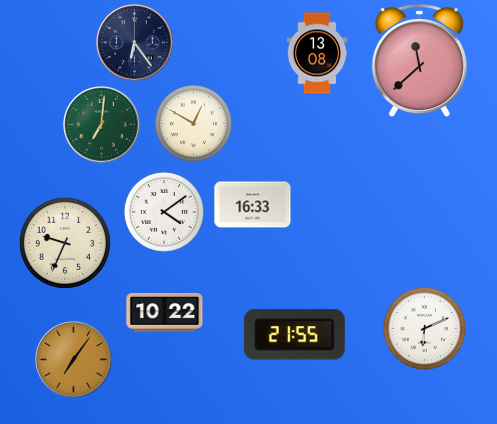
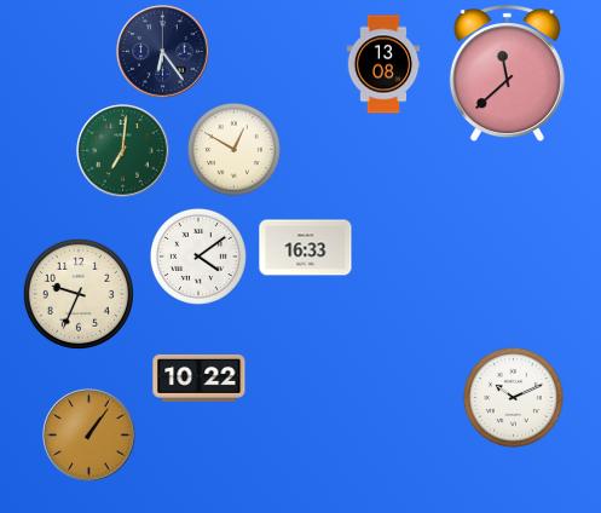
clock at (424, 328): 6:11 -> 10:11
clock at (294, 335): 21:55 -> none
clock at (74, 360): 7:06 -> 1:06
